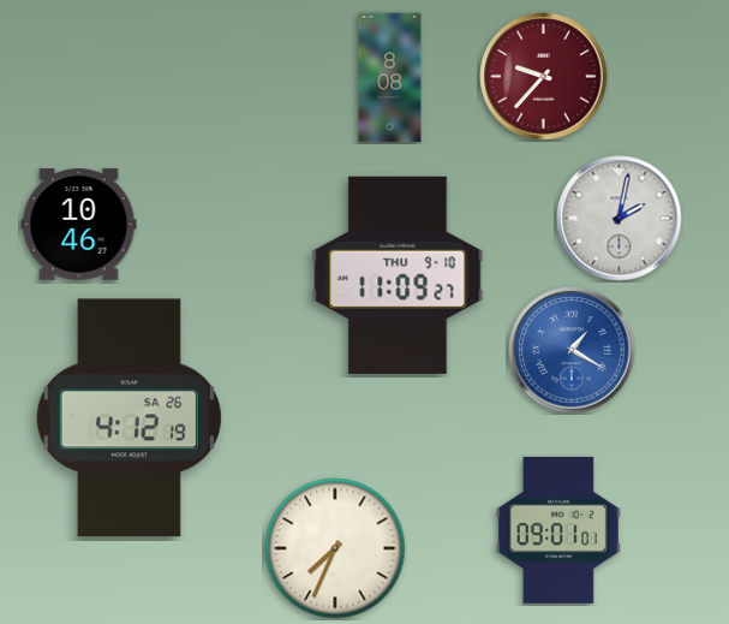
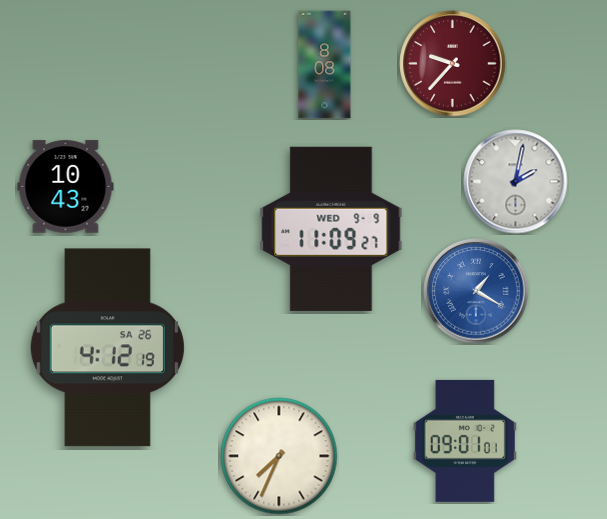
clock at (79, 225): 10:46 -> 10:43
clock at (398, 275) date: THU 9-10 -> WED 9-9
